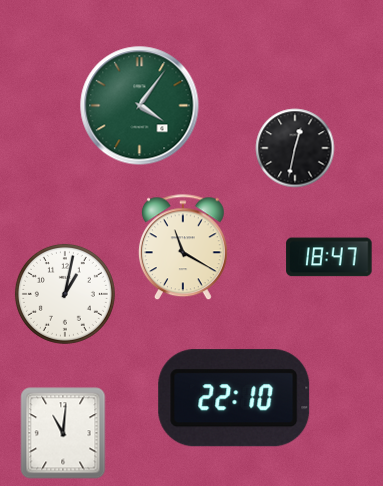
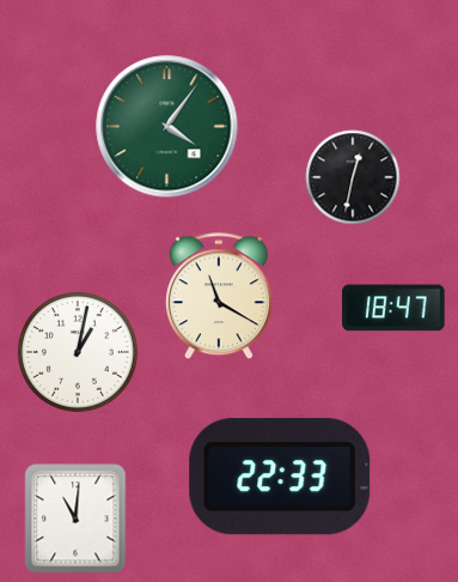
clock at (234, 398): 22:10 -> 22:33
